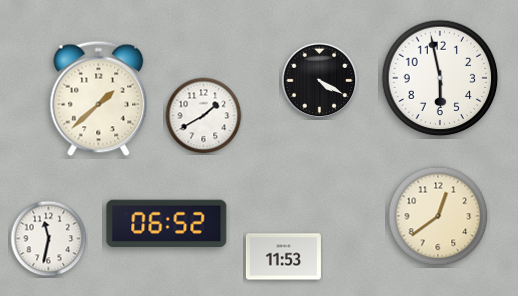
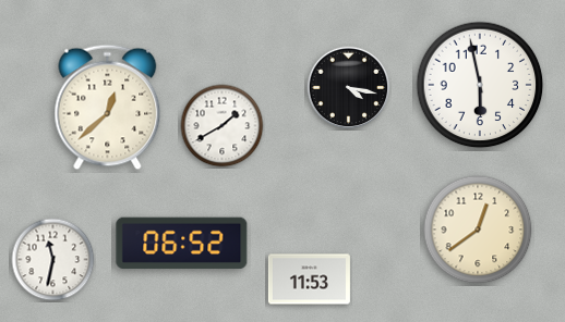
clock at (320, 81): 4:20 -> 4:17
clock at (99, 99): 1:38 -> 12:38
clock at (438, 216) position: (438, 216) -> (478, 230)
